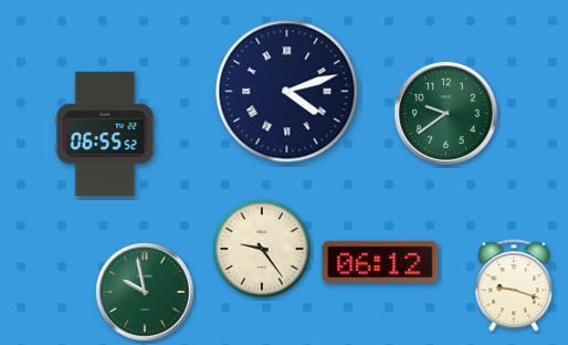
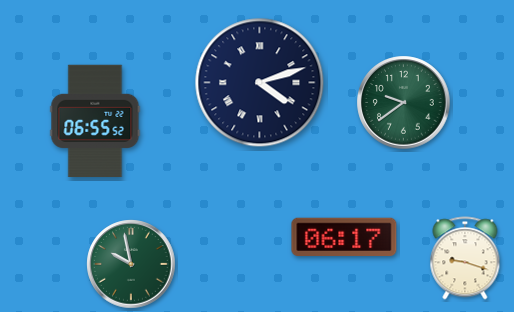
clock at (262, 249): 9:24 -> none
clock at (380, 262): 06:12 -> 06:17
